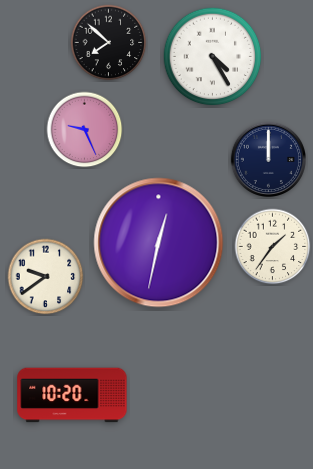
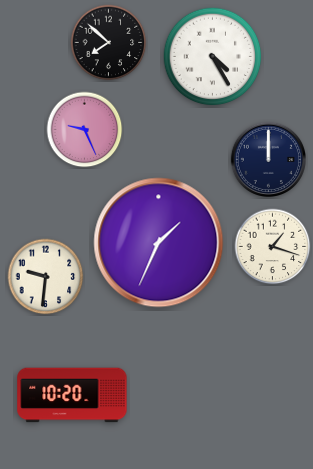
clock at (159, 243): 12:32 -> 1:34
clock at (273, 247): 1:36 -> 1:18
clock at (46, 277): 9:39 -> 9:31
